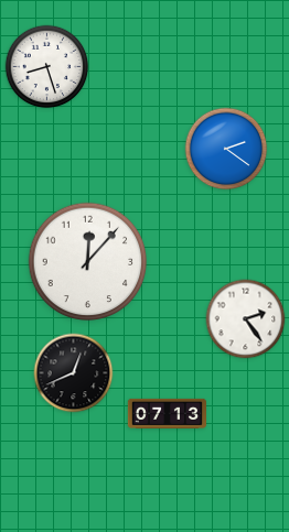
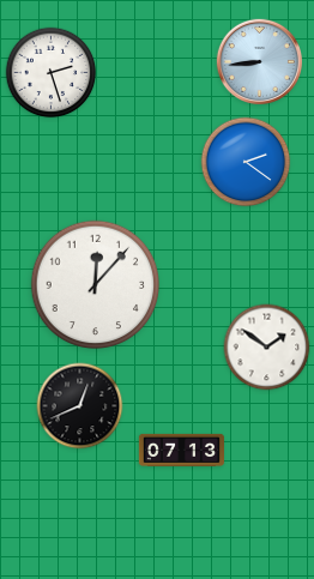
clock at (259, 61): none -> 8:44
clock at (47, 67): 8:27 -> 2:27
clock at (246, 319): 2:24 -> 1:51
